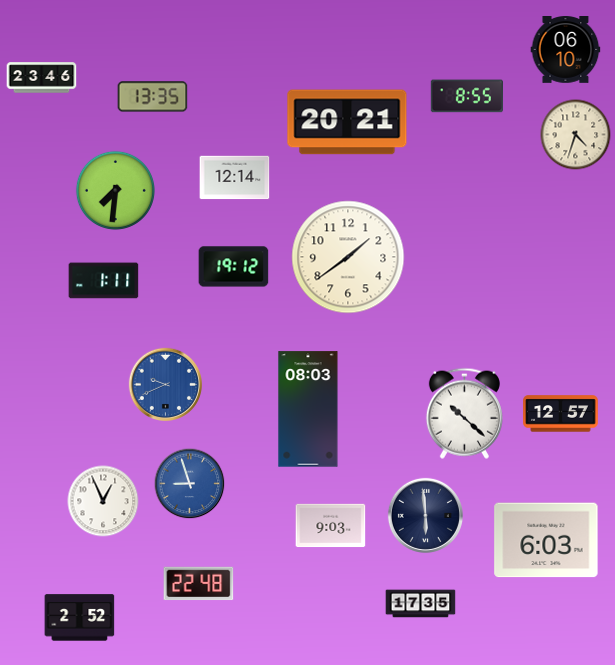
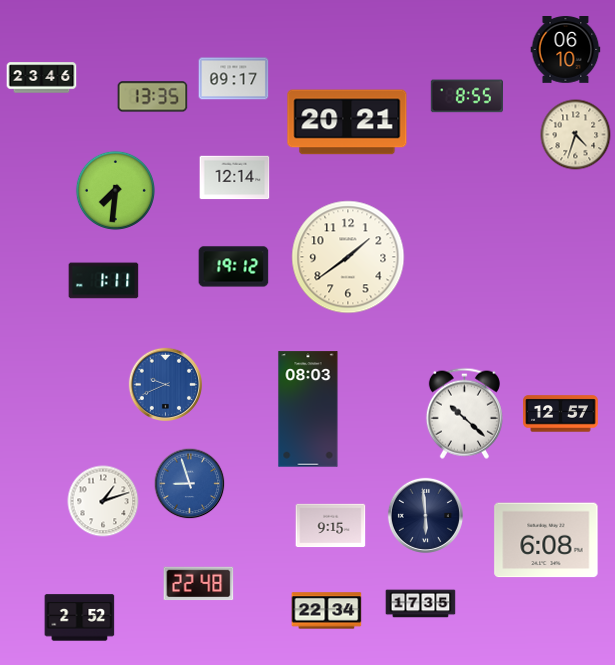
clock at (234, 79): none -> 09:17
clock at (103, 501): 12:56 -> 1:12
clock at (331, 526): 9:03 -> 9:15
clock at (546, 540): 6:03 -> 6:08
clock at (327, 611): none -> 22:34
